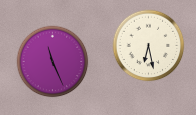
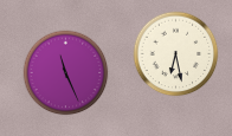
clock at (53, 62) position: (53, 62) -> (66, 73)
